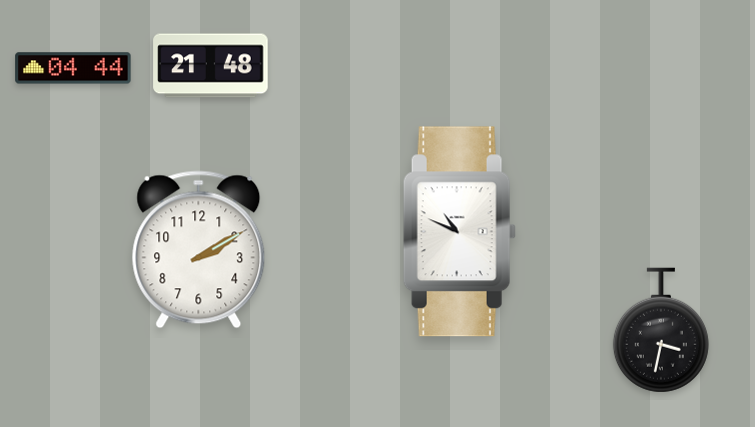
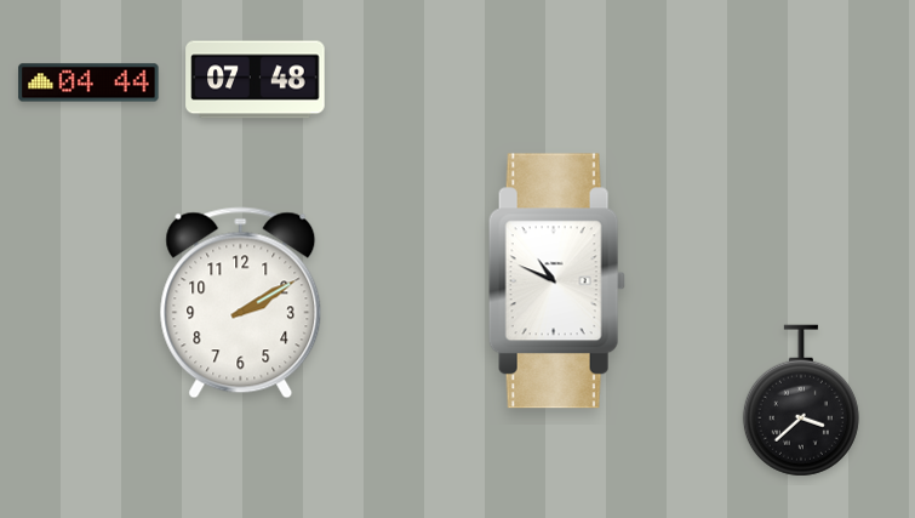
clock at (211, 66): 21:48 -> 07:48
clock at (661, 330): 3:32 -> 3:38
